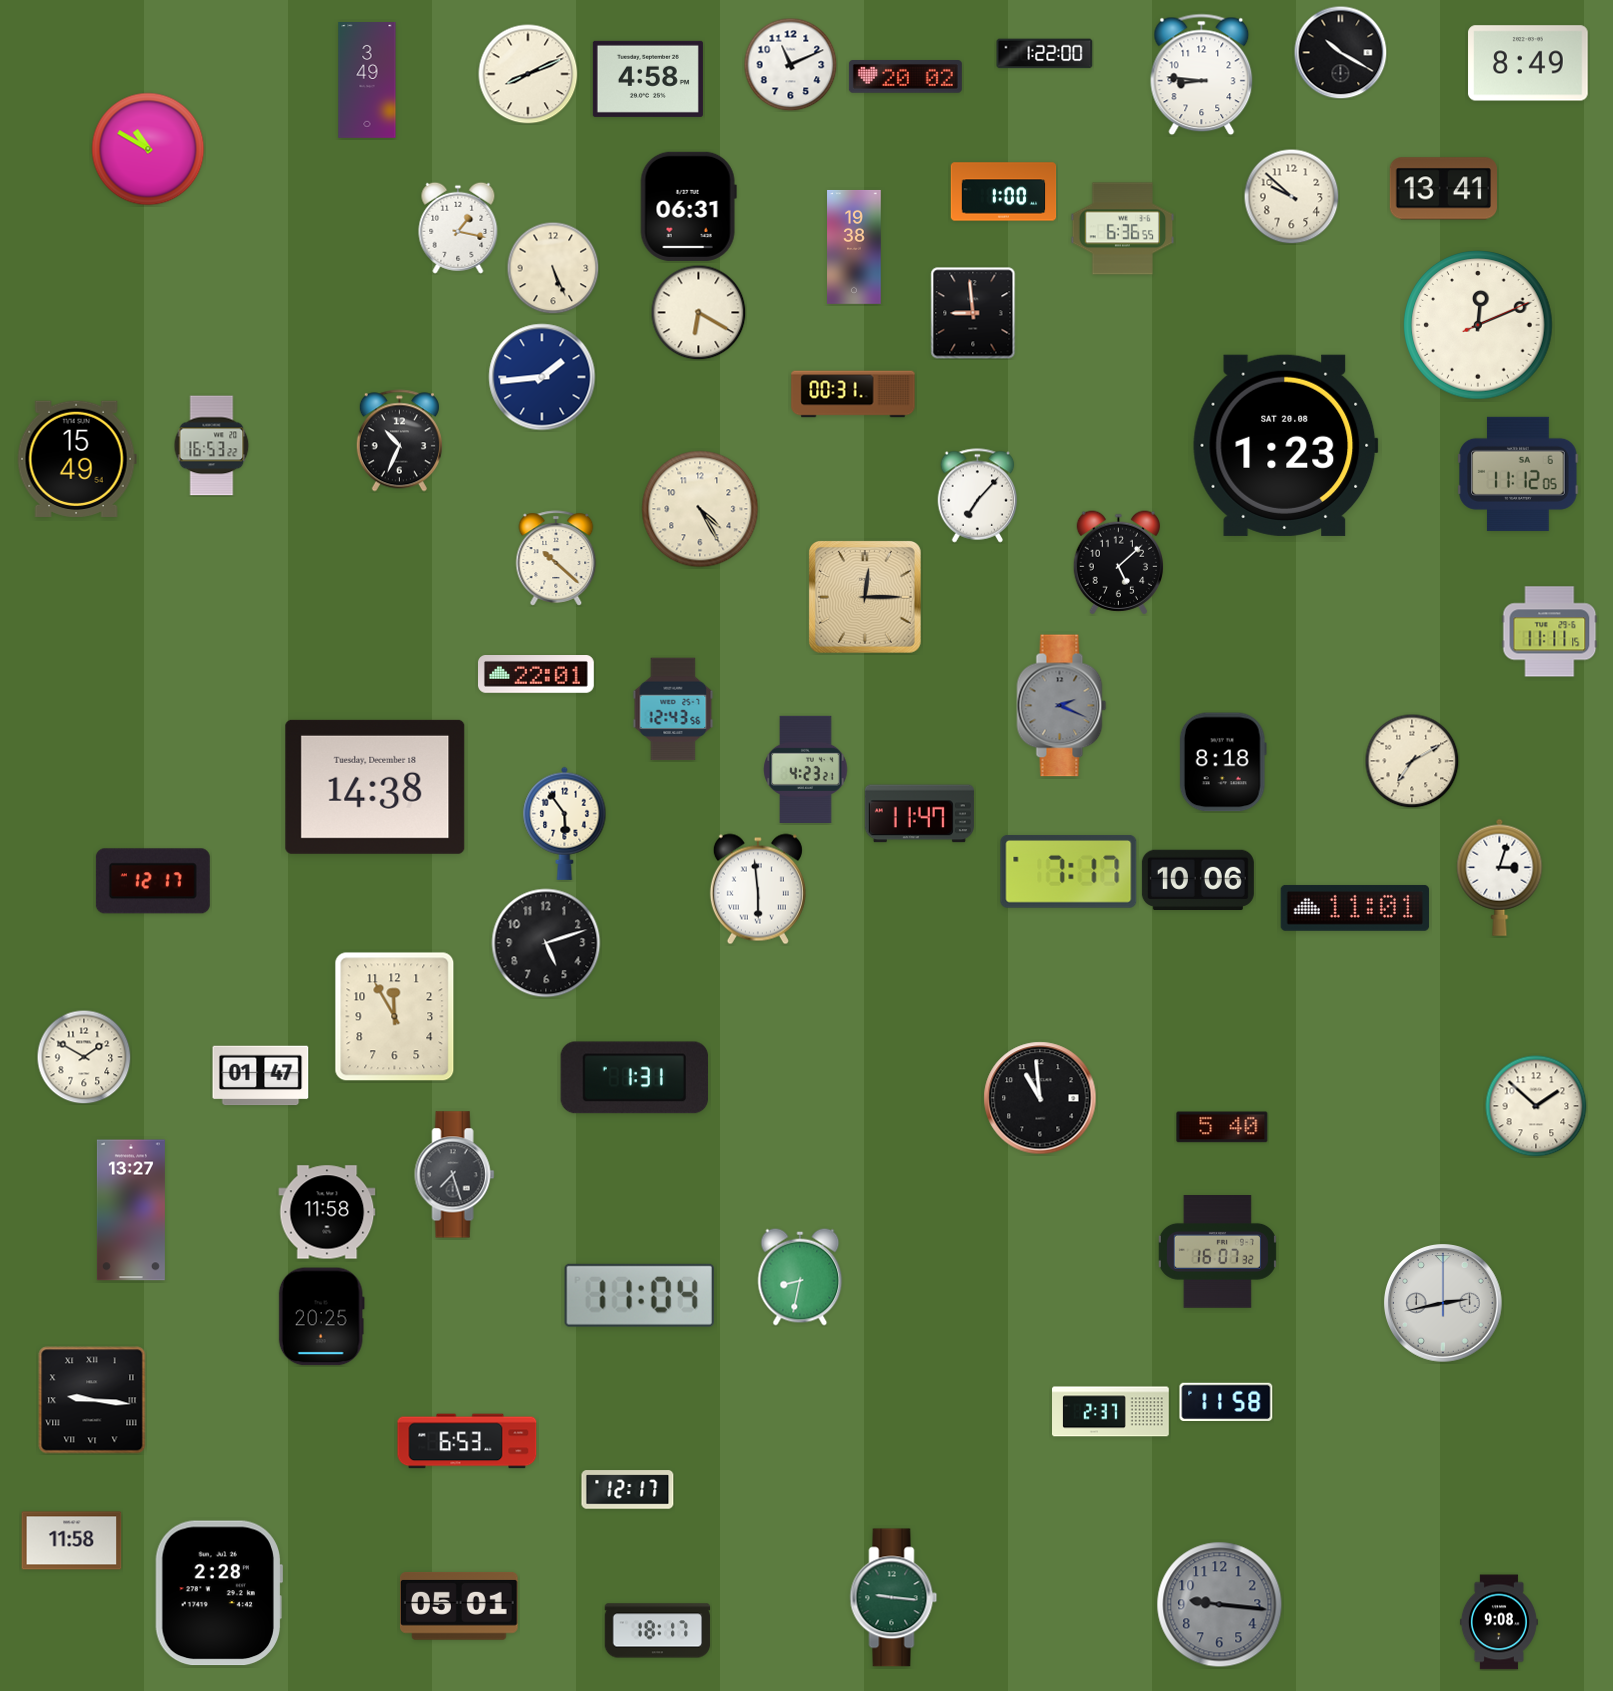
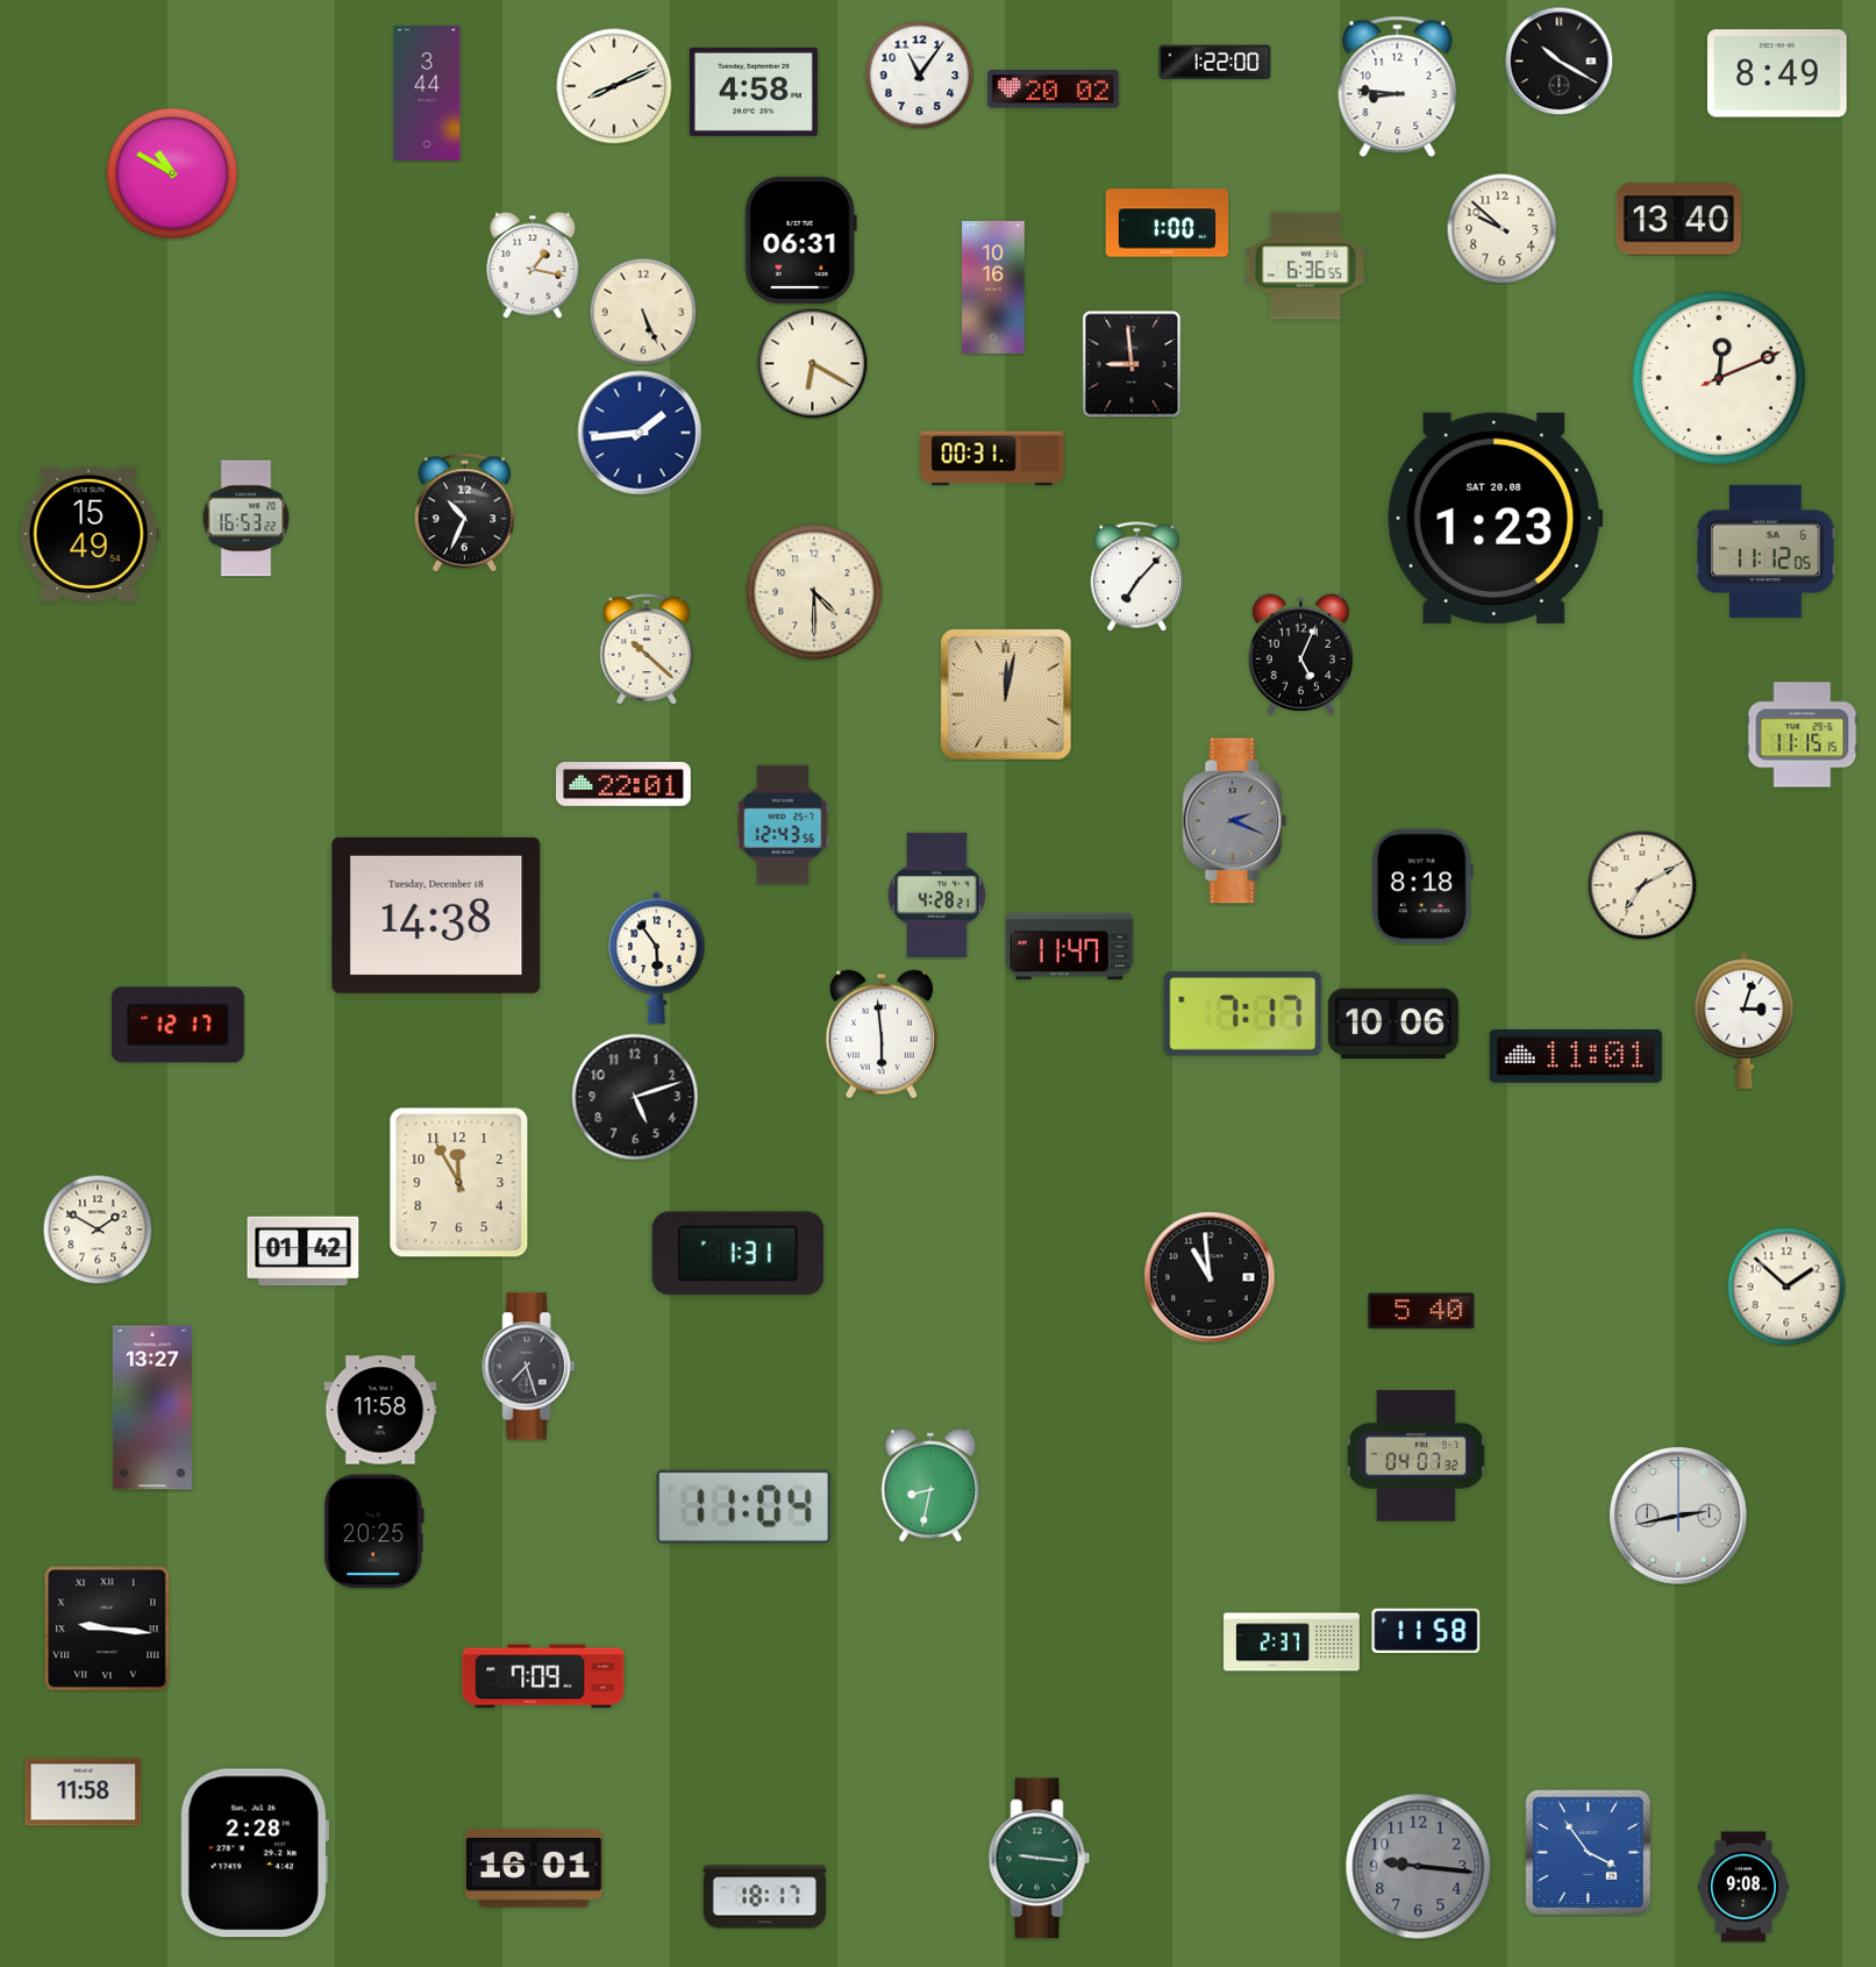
clock at (790, 64): 11:11 -> 11:06
clock at (367, 81): 3:49 -> 3:44
clock at (1443, 189): 13:41 -> 13:40
clock at (854, 247): 19:38 -> 10:16
clock at (542, 377) position: (542, 377) -> (640, 433)
clock at (700, 509): 4:25 -> 4:30
clock at (1118, 563): 5:08 -> 5:04
clock at (865, 597): 12:15 -> 12:02
clock at (1550, 632): 11:11 -> 11:15
clock at (806, 769): 4:23 -> 4:28
clock at (261, 1076): 01:47 -> 01:42
clock at (1217, 1252): 16:07 -> 04:07
clock at (467, 1441): 6:53 -> 7:09
clock at (628, 1490): 12:17 -> none
clock at (1588, 1852): none -> 3:54
clock at (459, 1606): 05:01 -> 16:01
